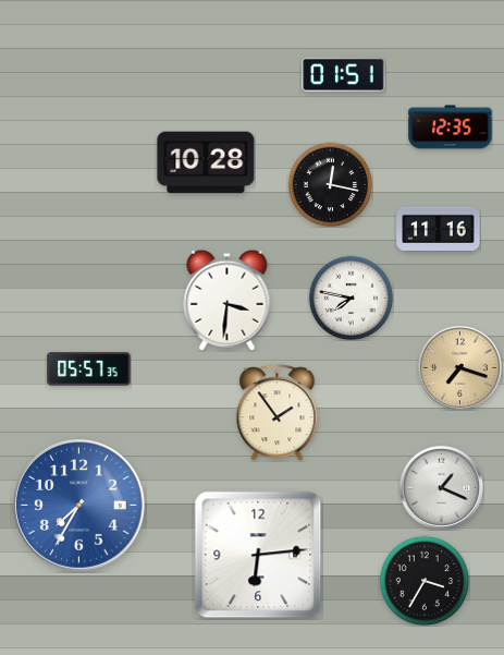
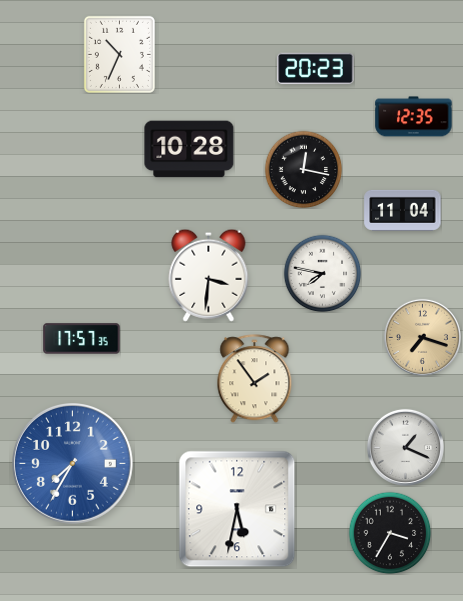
clock at (119, 54): none -> 10:34
clock at (344, 75): 01:51 -> 20:23
clock at (439, 229): 11:16 -> 11:04
clock at (89, 369): 05:57 -> 17:57
clock at (258, 555): 6:14 -> 5:32
